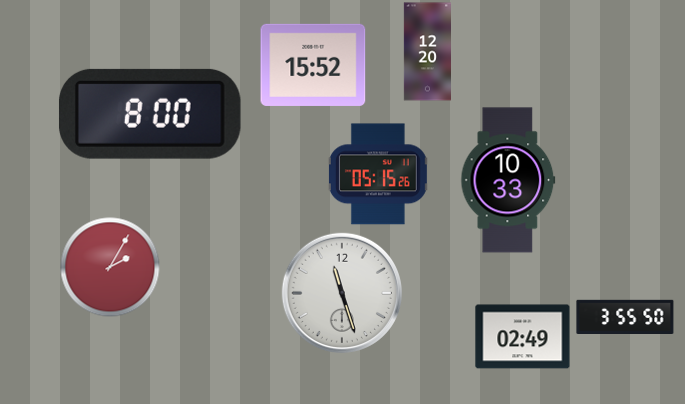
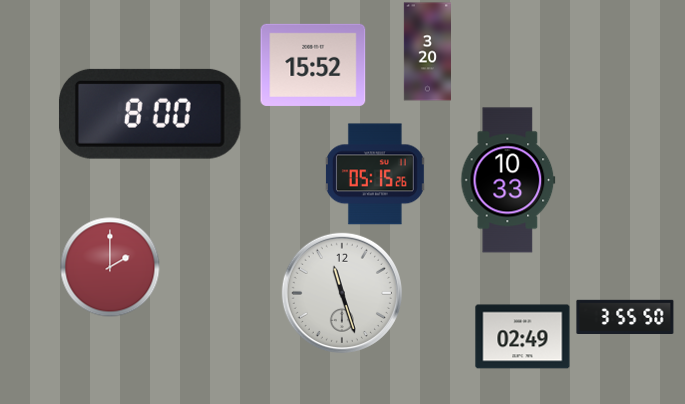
clock at (427, 52): 12:20 -> 3:20
clock at (378, 174) position: (378, 174) -> (375, 174)
clock at (110, 267): 2:05 -> 2:00
